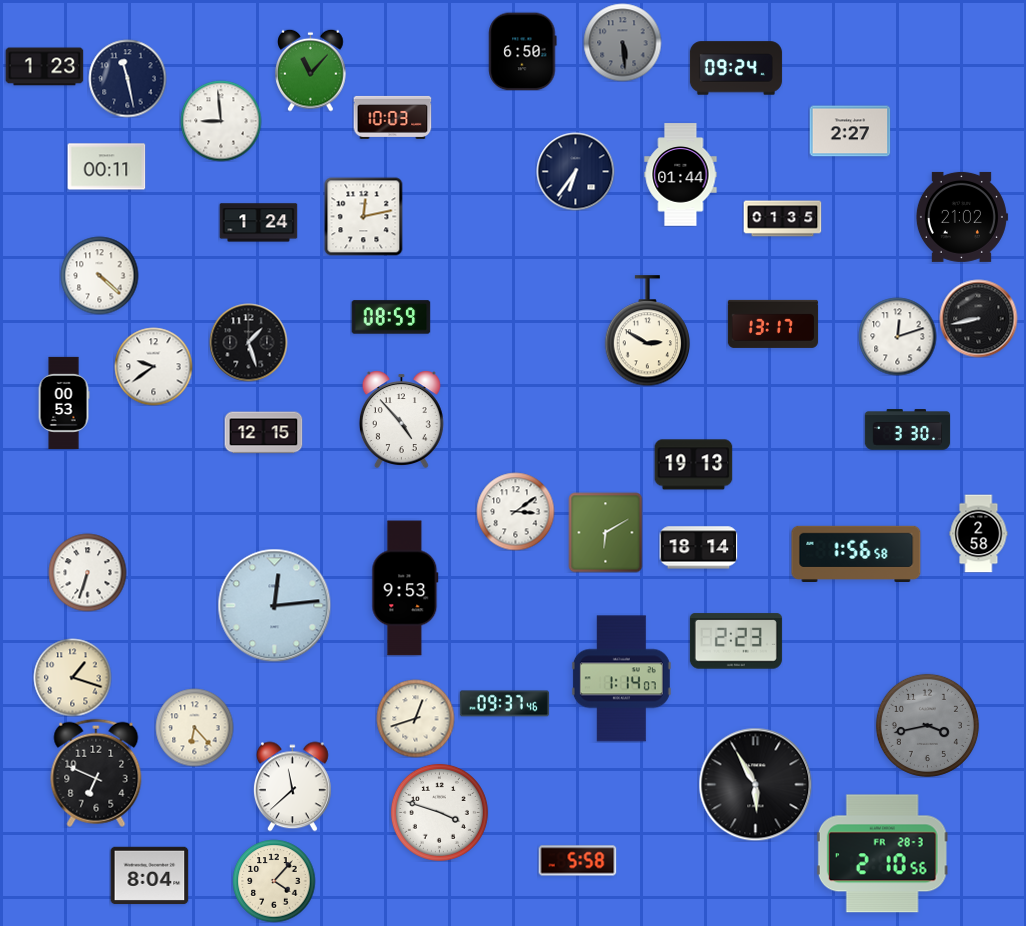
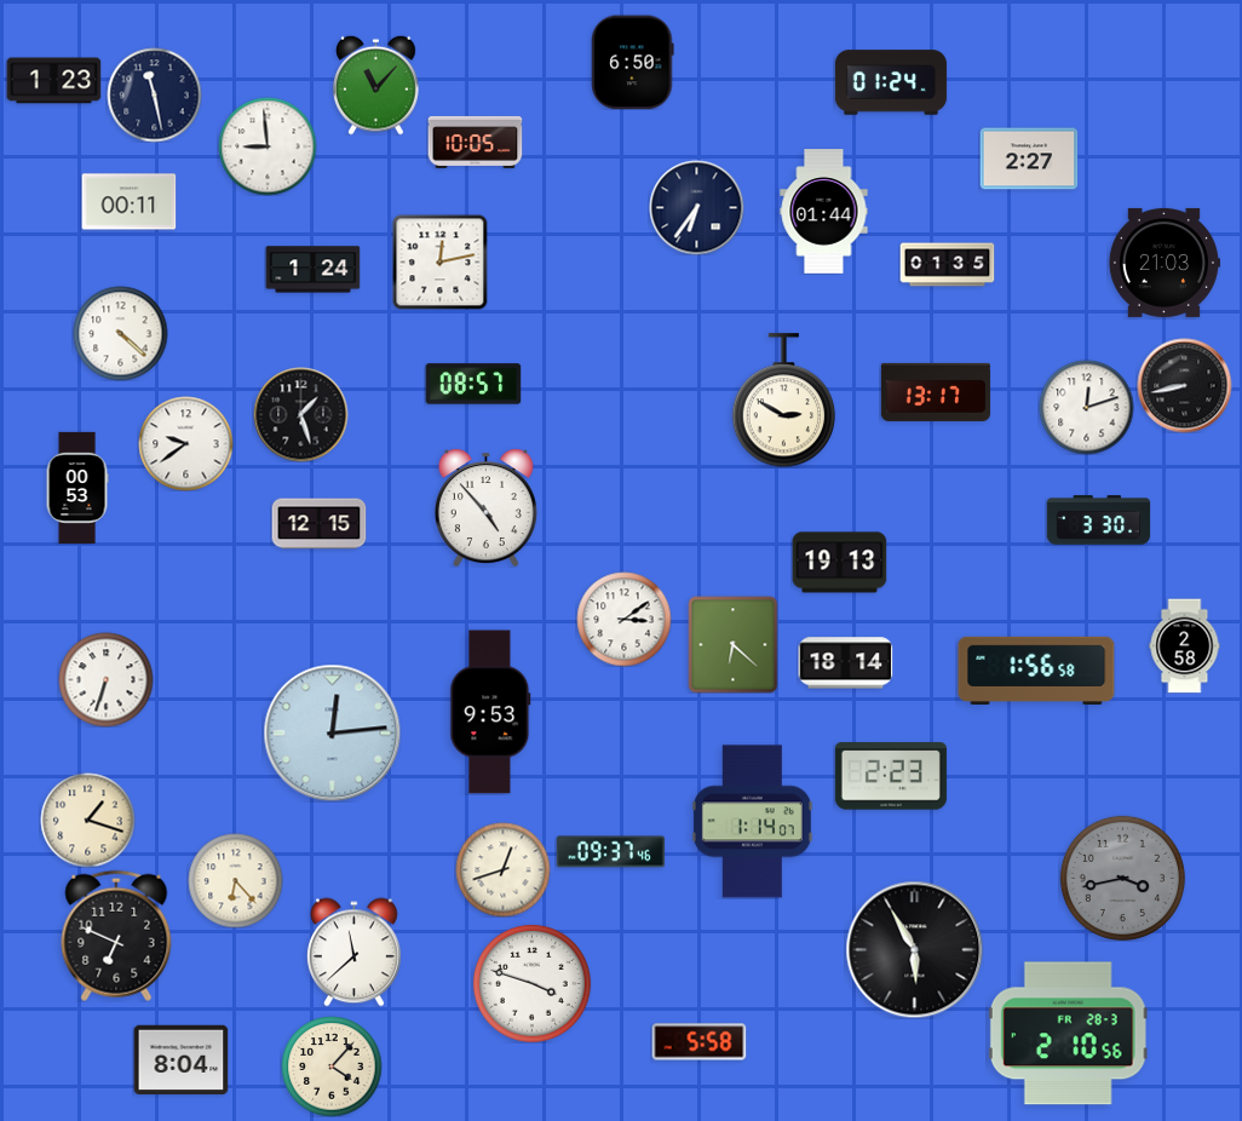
clock at (622, 42): 5:29 -> none
clock at (736, 68): 09:24 -> 01:24
clock at (392, 117): 10:03 -> 10:05
clock at (962, 217): 21:02 -> 21:03
clock at (391, 317): 08:59 -> 08:57
clock at (606, 532): 6:10 -> 6:22
clock at (87, 572) position: (87, 572) -> (105, 679)
